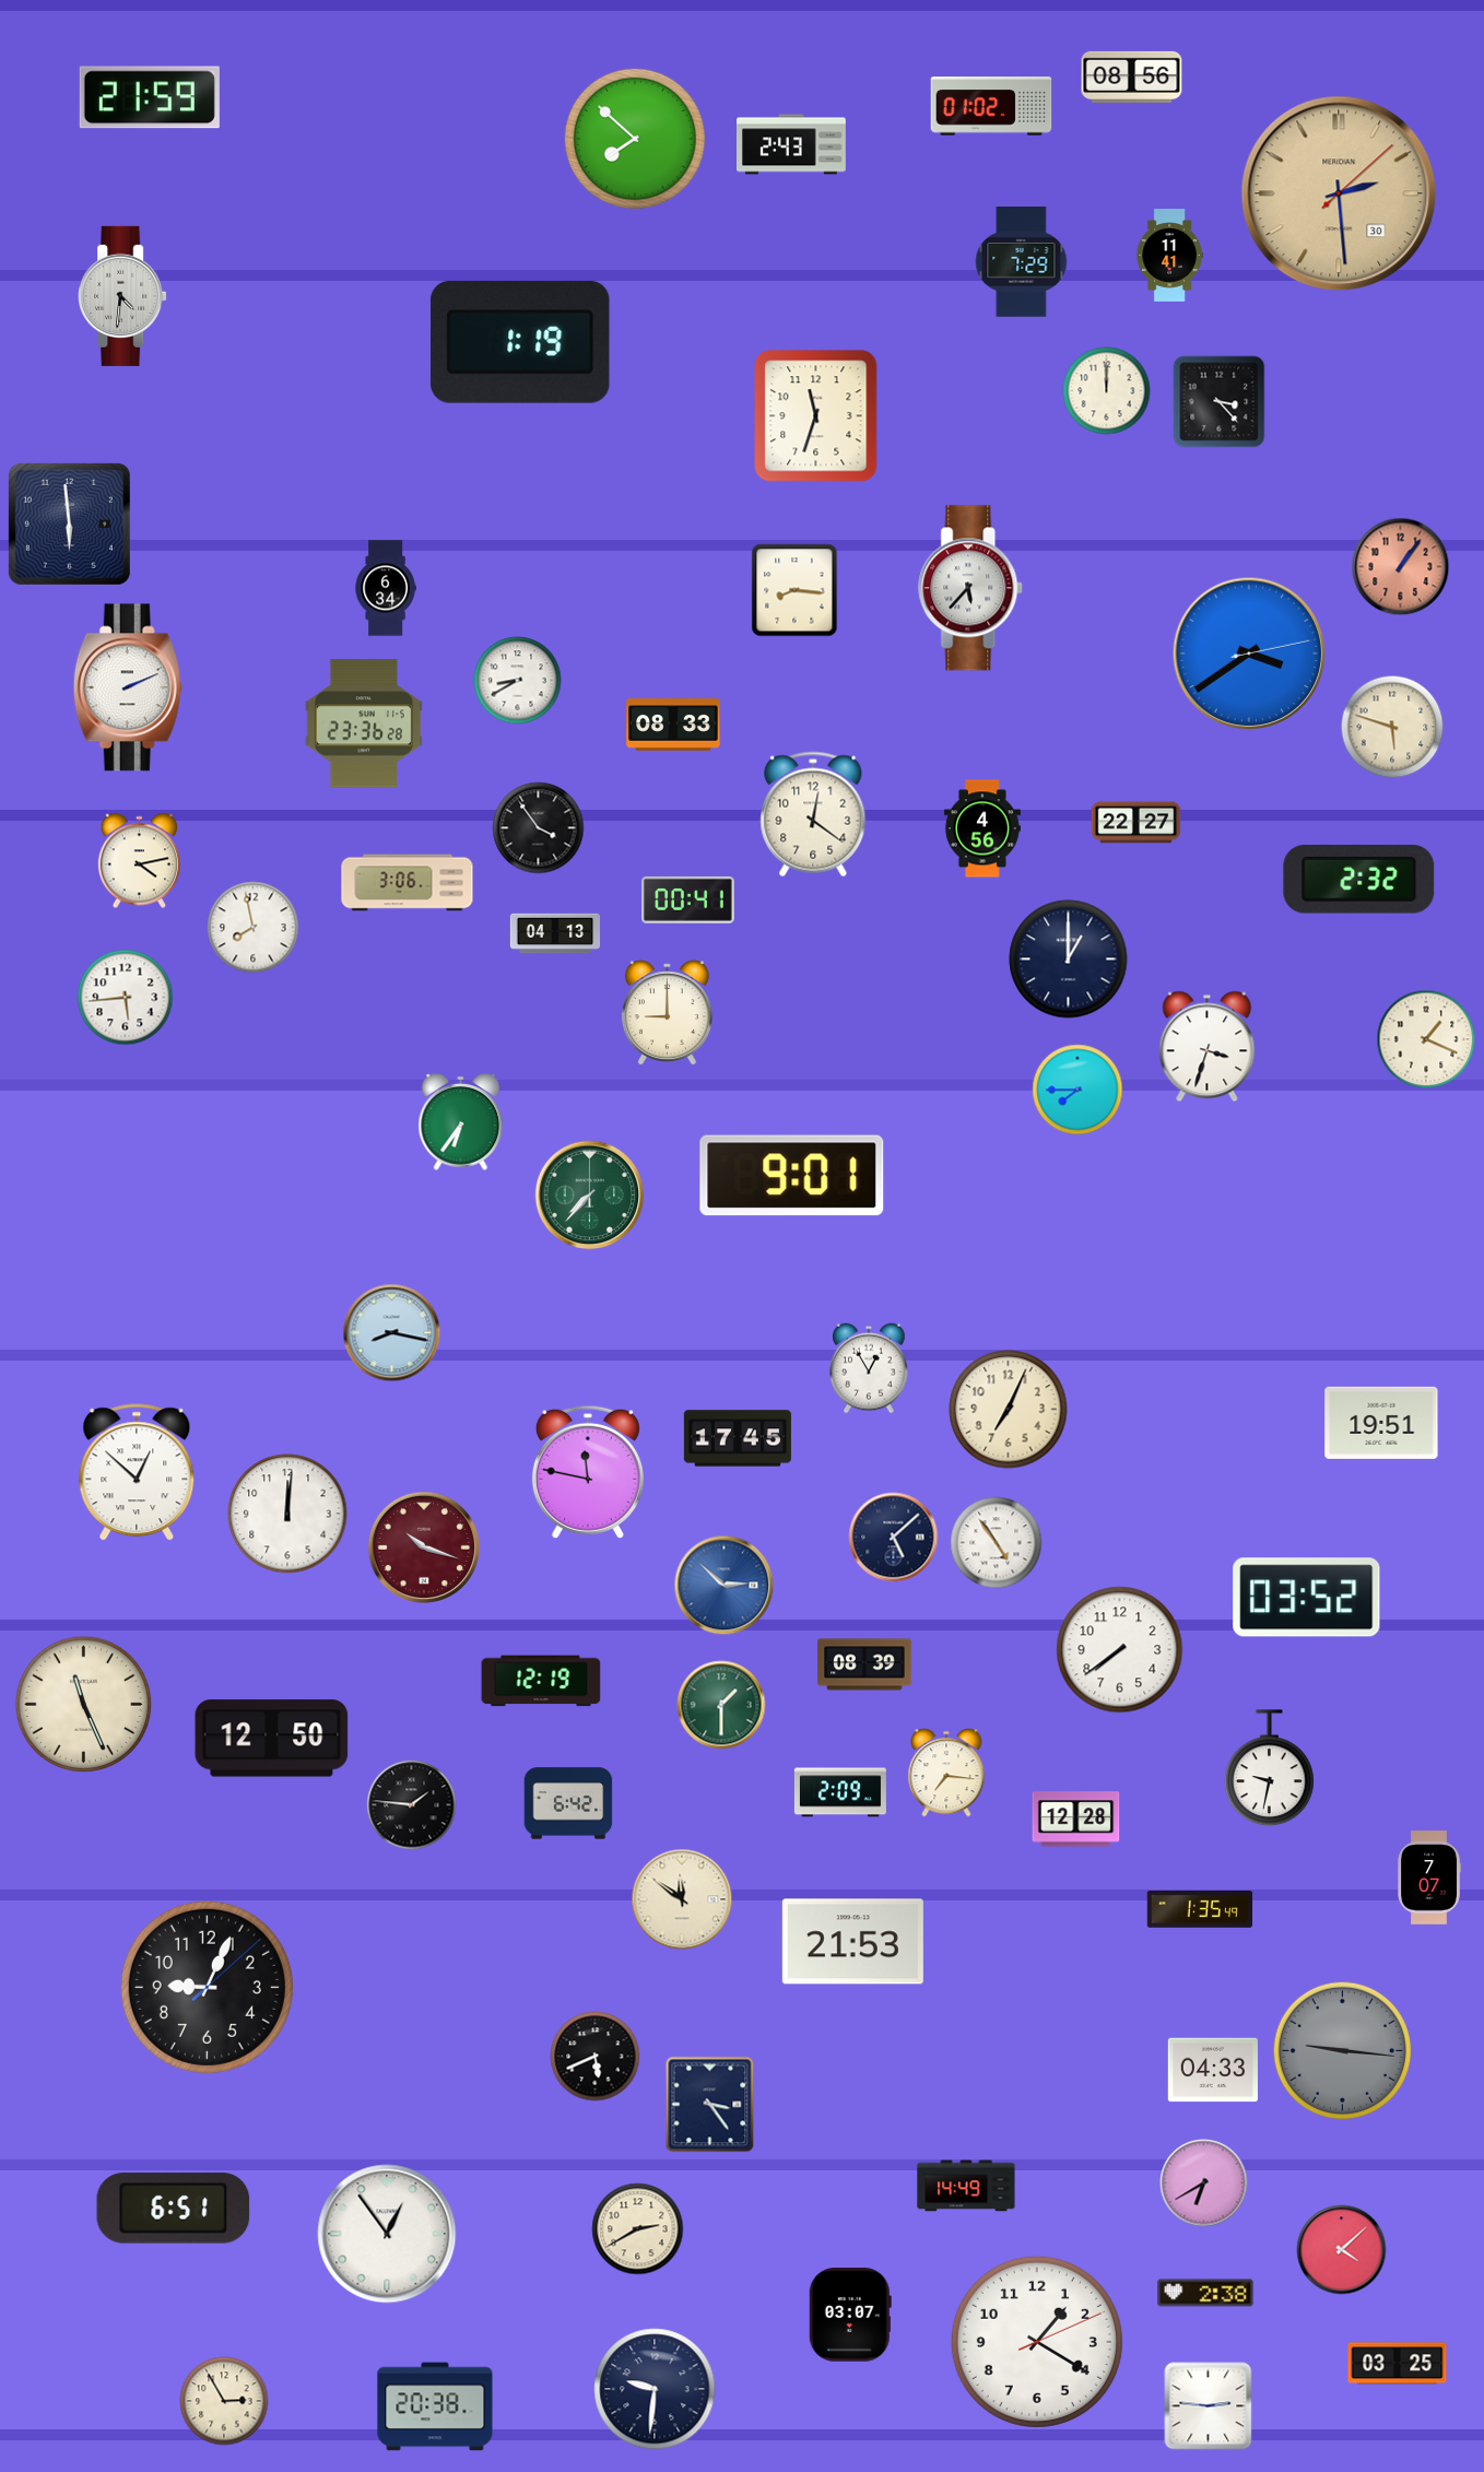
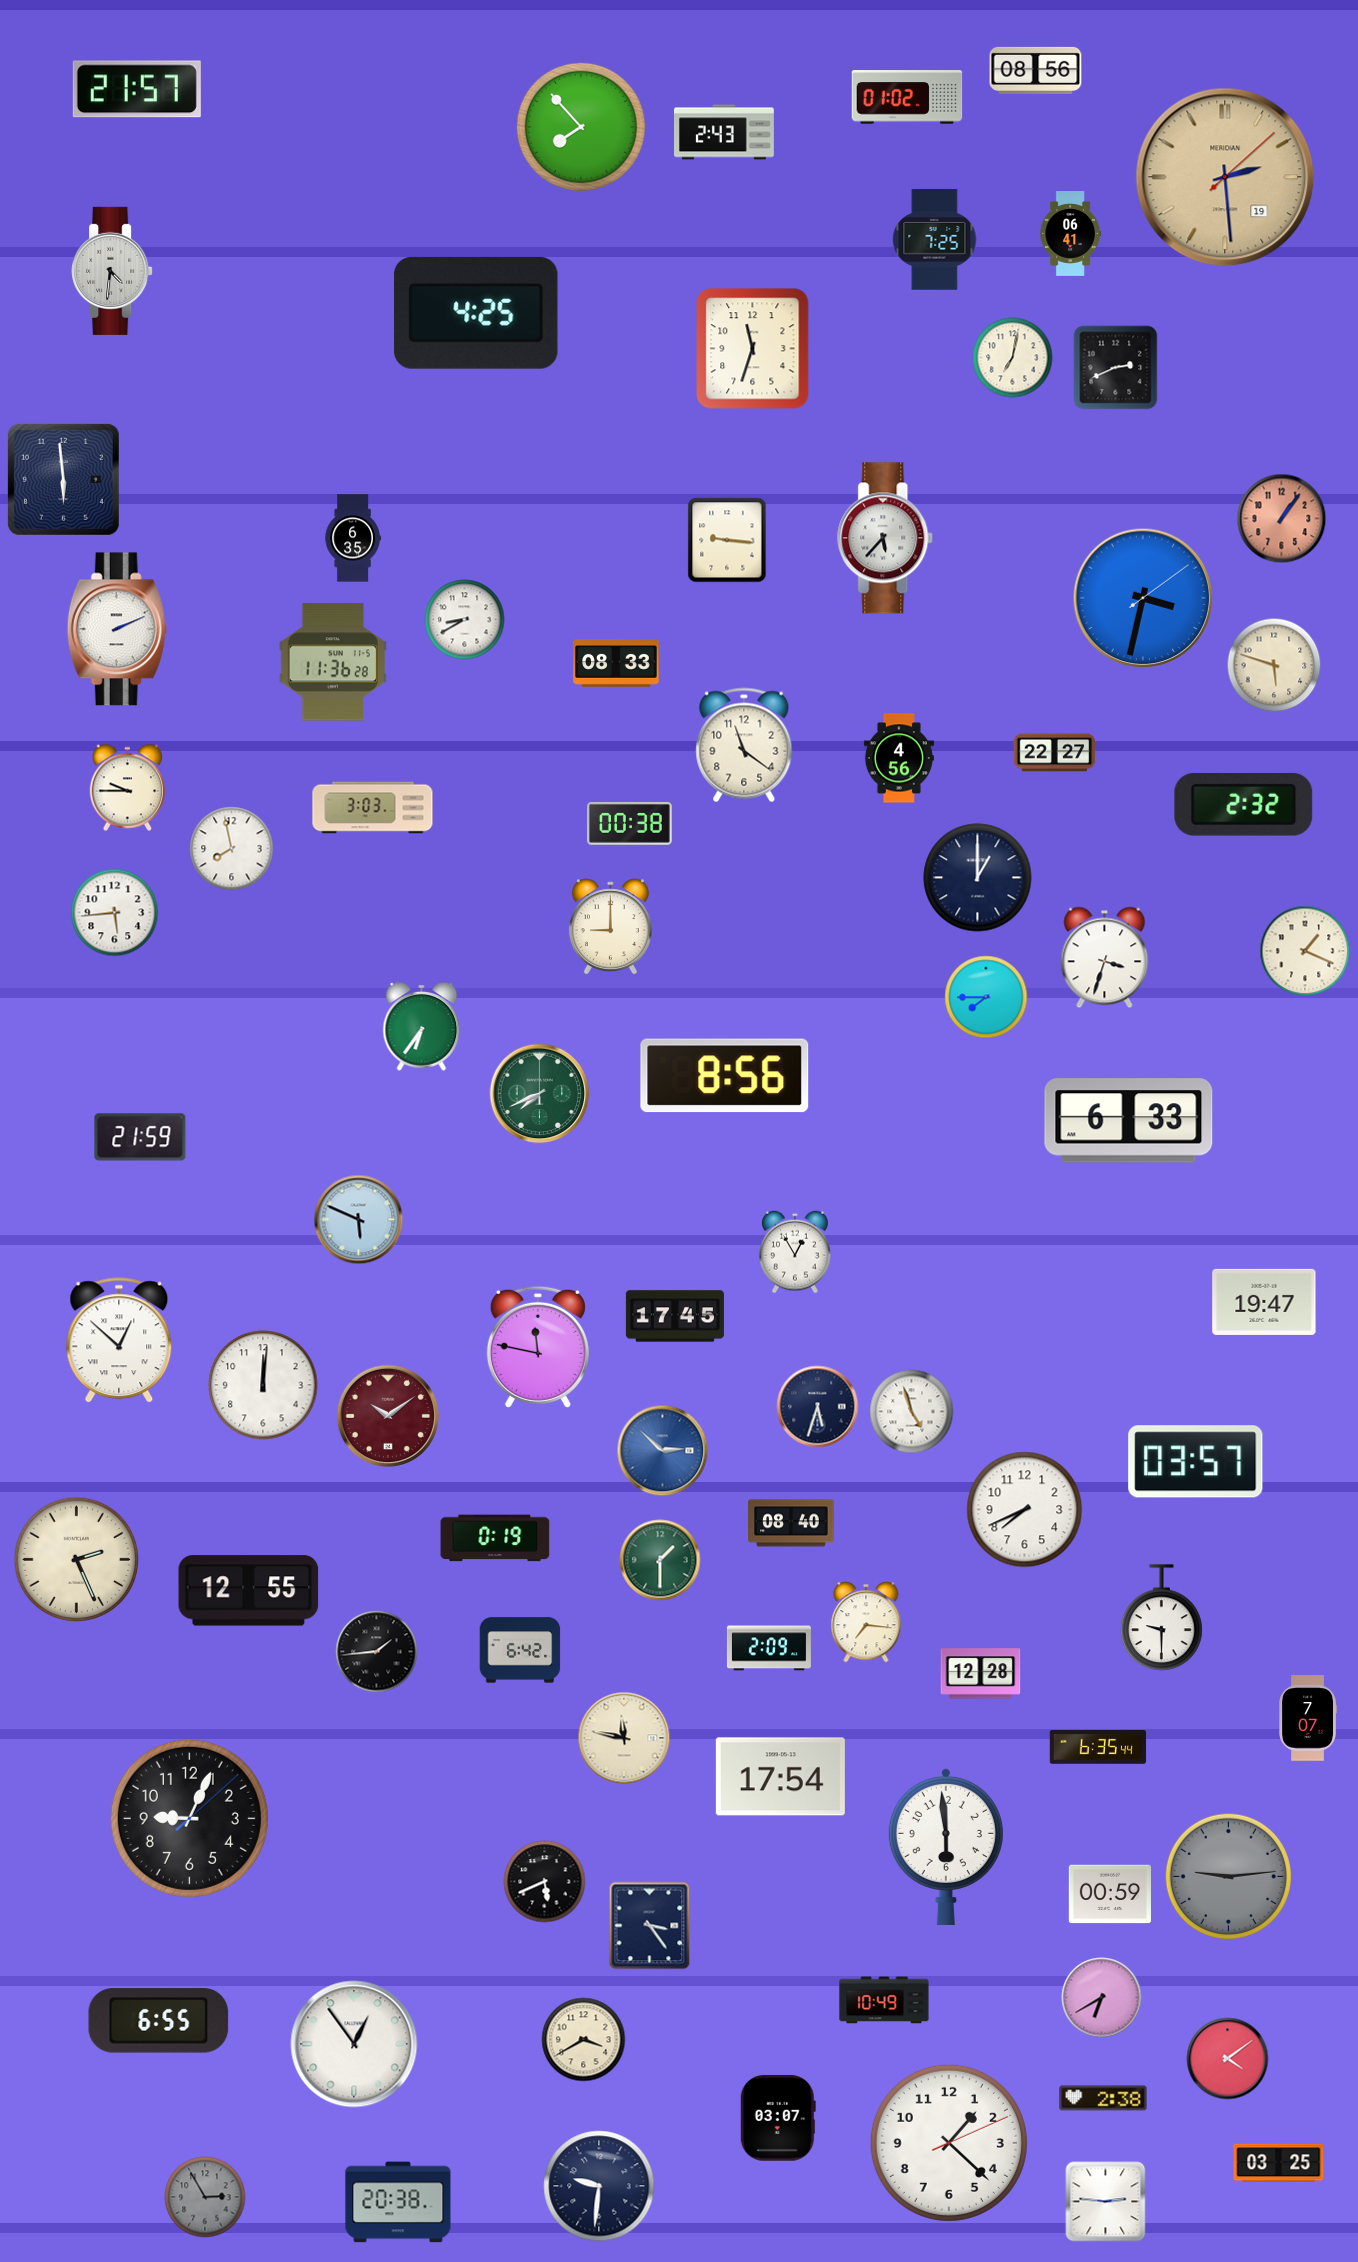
clock at (150, 97): 21:59 -> 21:57
clock at (635, 139): 7:52 -> 7:53
clock at (1339, 193) date: 30 -> 19
clock at (1169, 256): 11:41 -> 06:41
clock at (1022, 262): 7:29 -> 7:25
clock at (520, 342): 1:19 -> 4:25
clock at (1107, 391): 12:00 -> 7:02
clock at (1220, 402): 3:23 -> 2:41
clock at (816, 416) position: (816, 416) -> (753, 349)
clock at (386, 588): 6:34 -> 6:35
clock at (971, 588) position: (971, 588) -> (886, 538)
clock at (794, 590): 8:16 -> 9:16
clock at (1249, 654): 3:39 -> 3:32
clock at (518, 681) position: (518, 681) -> (465, 620)
clock at (364, 723): 23:36 -> 11:36
clock at (813, 814): 12:21 -> 11:21
clock at (1136, 823) position: (1136, 823) -> (1055, 753)
clock at (539, 828): 3:54 -> none
clock at (139, 861): 4:13 -> 9:45
clock at (408, 883): 3:06 -> 3:03
clock at (688, 899): 00:41 -> 00:38
clock at (554, 933): 04:13 -> none
clock at (792, 1176): 9:01 -> 8:56
clock at (590, 1196): 7:37 -> 7:41
clock at (1129, 1121): none -> 6:33
clock at (140, 1137): none -> 21:59
clock at (392, 1333): 8:17 -> 5:49
clock at (1009, 1410): 7:04 -> none
clock at (1381, 1423): 19:51 -> 19:47
clock at (137, 1473) position: (137, 1473) -> (119, 1341)
clock at (894, 1538): 5:08 -> 5:33
clock at (997, 1543): 4:54 -> 4:57
clock at (423, 1546): 10:18 -> 10:09
clock at (1307, 1598): 03:52 -> 03:57
clock at (1120, 1650): 7:39 -> 7:41
clock at (864, 1664): 08:39 -> 08:40
clock at (541, 1681): 12:19 -> 0:19
clock at (84, 1705): 11:26 -> 2:26
clock at (272, 1739): 12:50 -> 12:55
clock at (1270, 1767): 9:32 -> 9:30
clock at (840, 1792) position: (840, 1792) -> (769, 1648)
clock at (412, 1805): 1:46 -> 1:44
clock at (1076, 1820) position: (1076, 1820) -> (981, 1674)
clock at (682, 1899): 11:51 -> 11:47
clock at (1200, 1910): 1:35 -> 6:35
clock at (852, 1942): 21:53 -> 17:54
clock at (946, 1847): none -> 5:59
clock at (1342, 2050): 9:16 -> 9:14
clock at (1213, 2070): 04:33 -> 00:59
clock at (966, 2186): 14:49 -> 10:49
clock at (174, 2209): 6:51 -> 6:55
clock at (638, 2229): 2:40 -> 3:40
clock at (1342, 2250): 4:08 -> 4:09
clock at (1037, 2342): 1:20 -> 1:22
clock at (224, 2401) dial: cream -> grey
